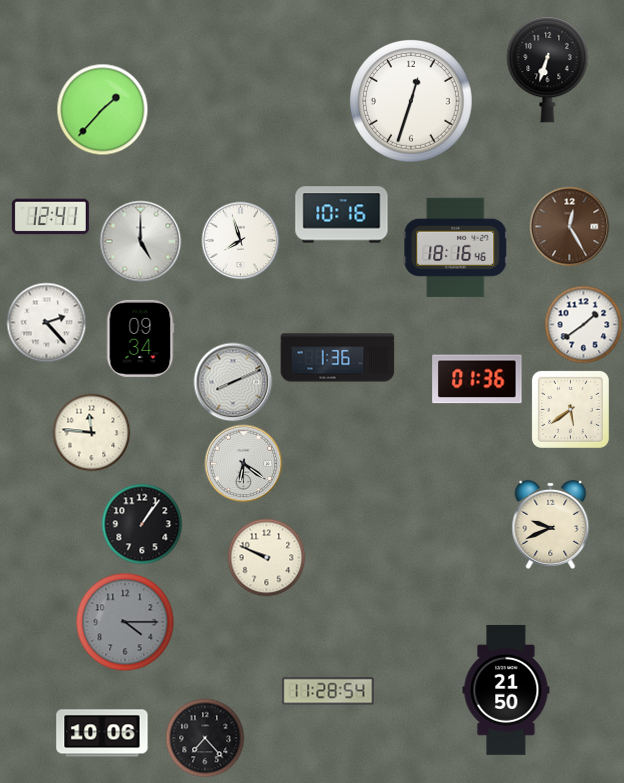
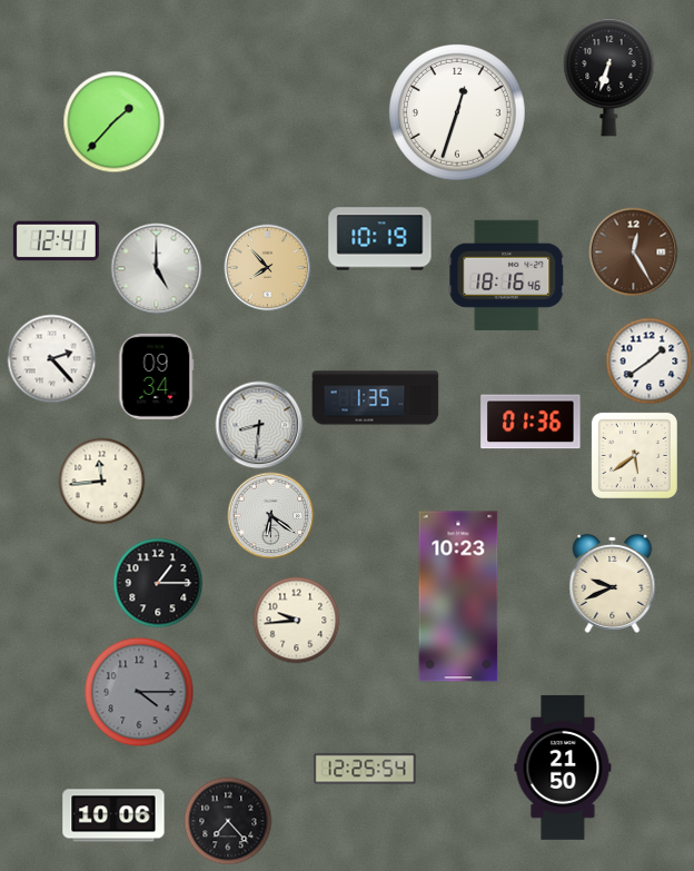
clock at (342, 215): 10:16 -> 10:19
clock at (240, 240): 7:57 -> 7:53
clock at (240, 240) dial: white -> champagne
clock at (338, 358): 1:36 -> 1:35
clock at (233, 382): 8:11 -> 8:31
clock at (91, 432): 11:46 -> 11:44
clock at (142, 524): 1:06 -> 1:15
clock at (458, 596): none -> 10:23
clock at (266, 557): 9:49 -> 9:44
clock at (328, 691): 11:28 -> 12:25
